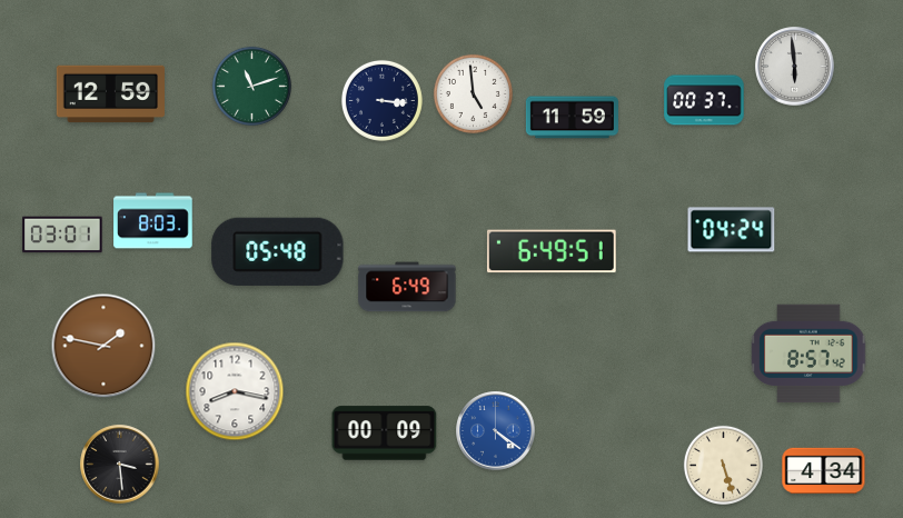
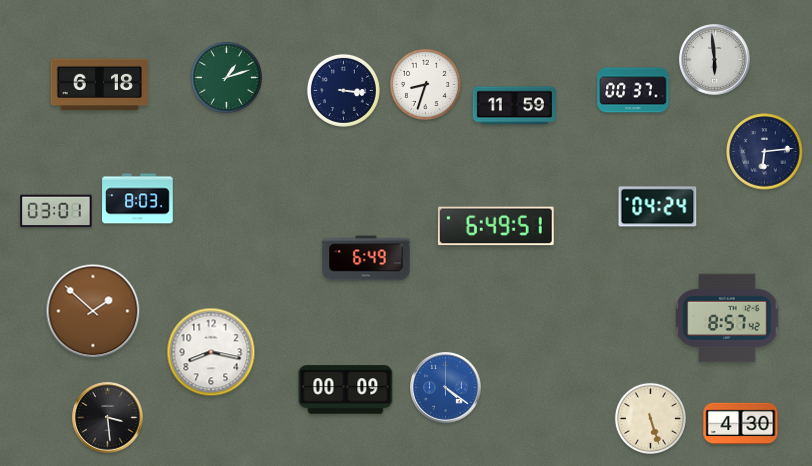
clock at (251, 86): 11:12 -> 1:12
clock at (473, 93): 4:59 -> 8:33
clock at (111, 94): 12:59 -> 6:18
clock at (765, 152): none -> 6:14
clock at (278, 251): 05:48 -> none
clock at (103, 346): 1:47 -> 1:52
clock at (824, 471): 4:34 -> 4:30
